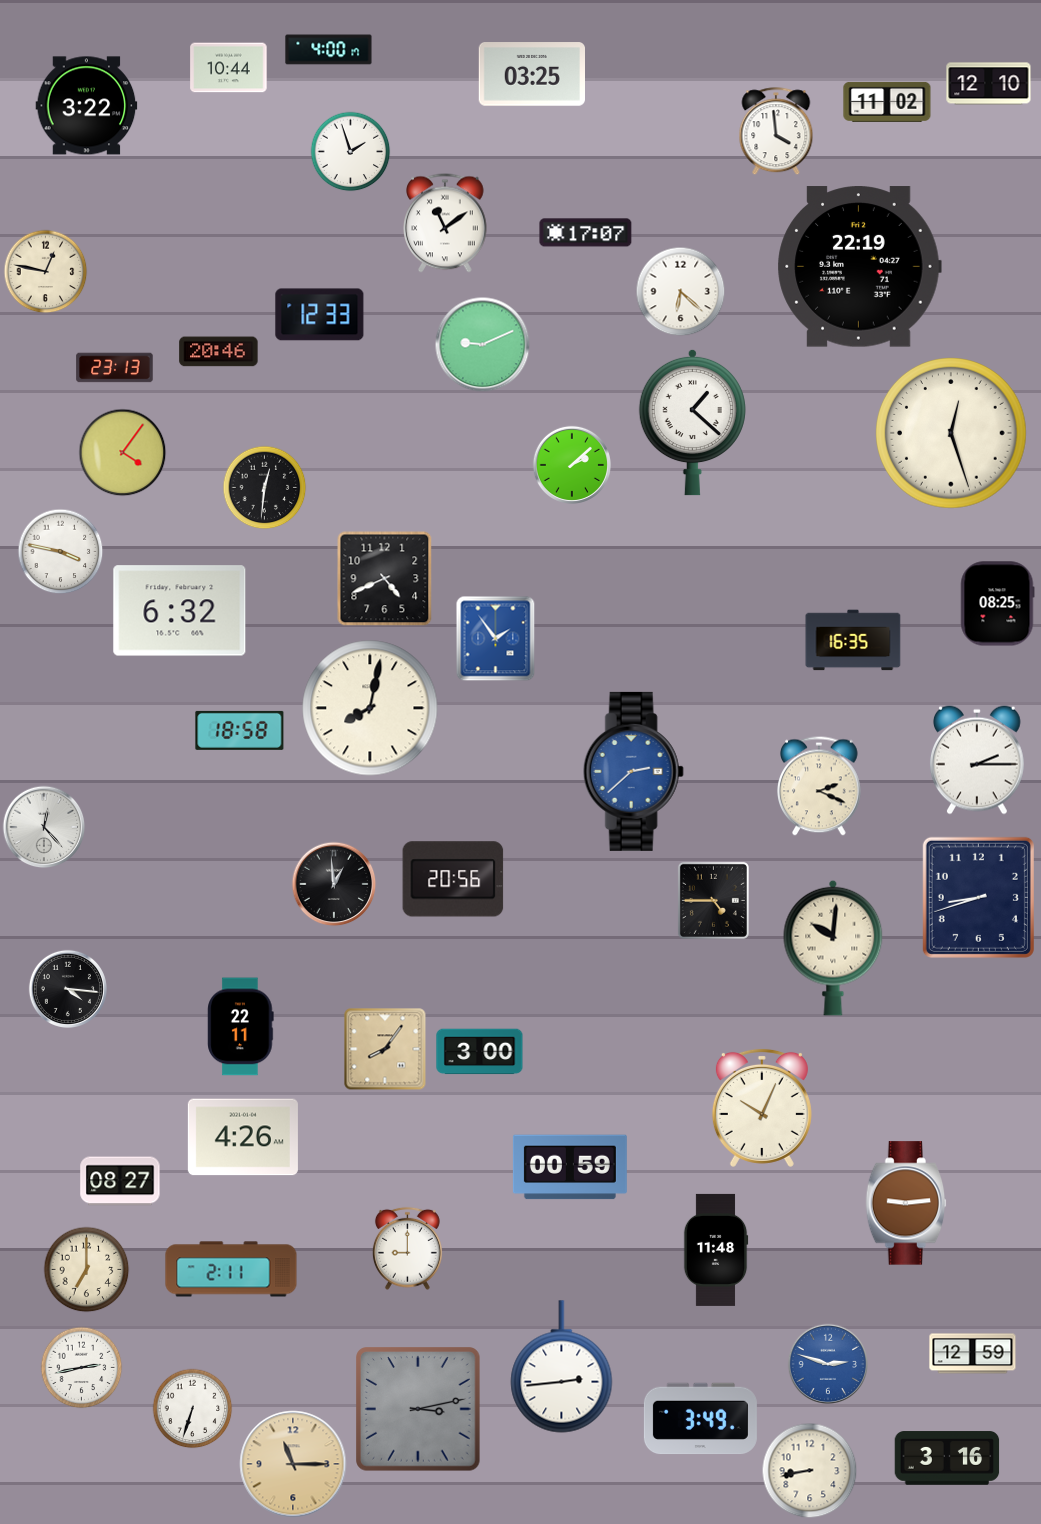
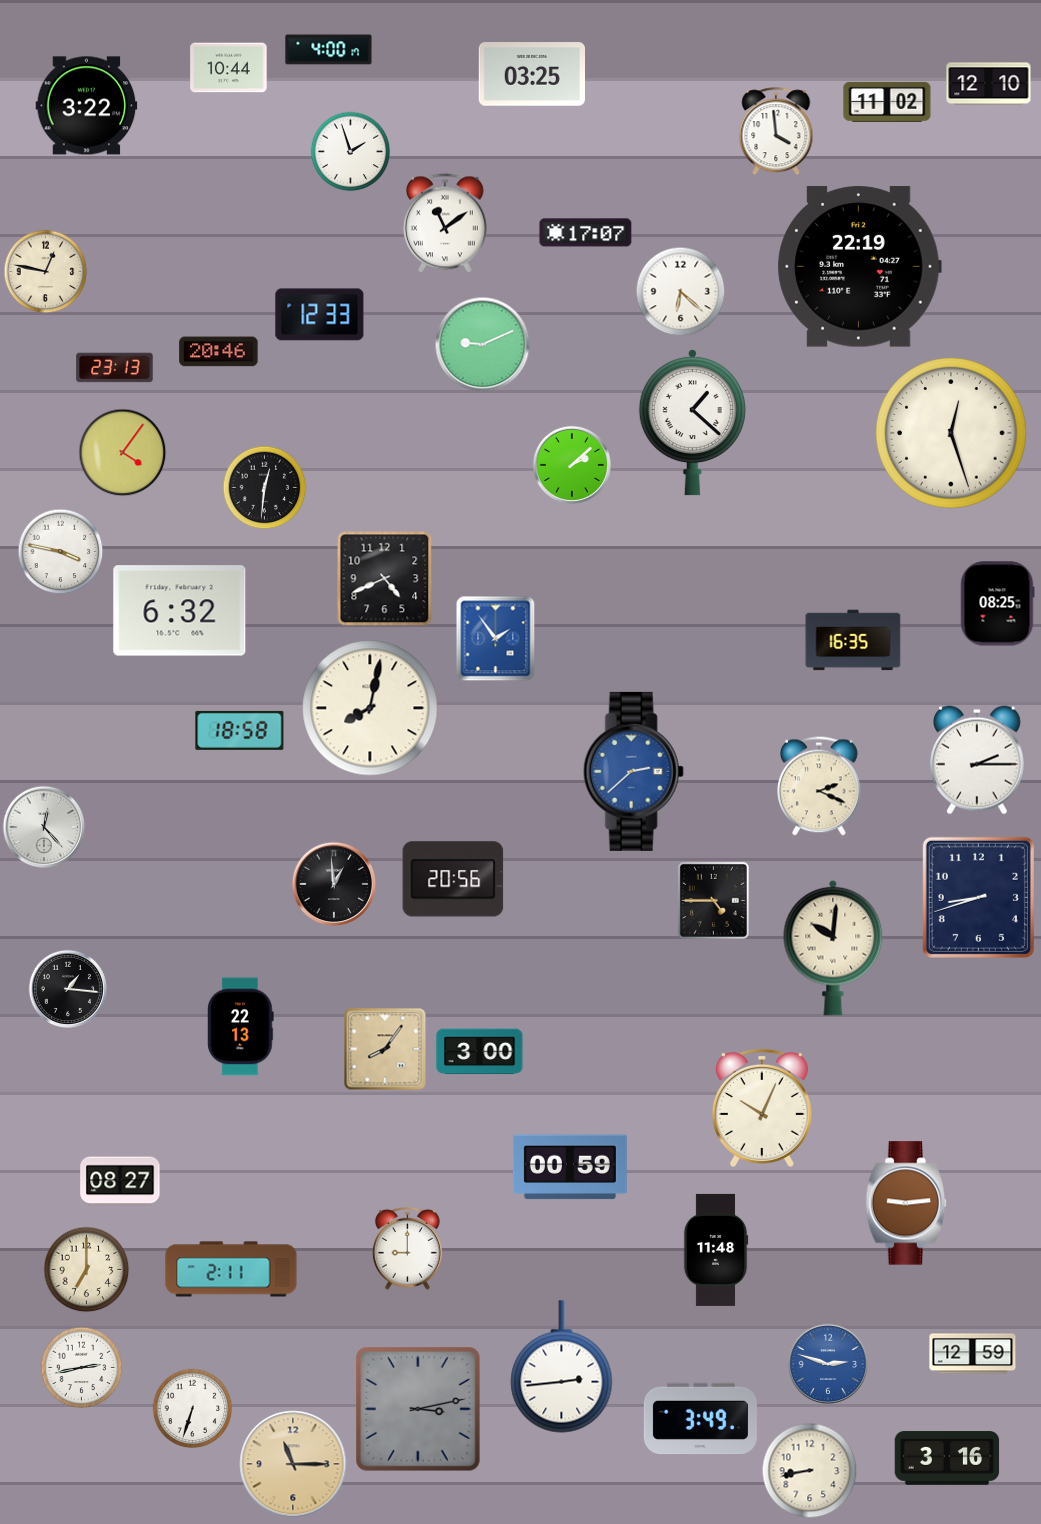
clock at (68, 989): 4:16 -> 1:16
clock at (241, 1027): 22:11 -> 22:13
clock at (243, 1137): 4:26 -> none
